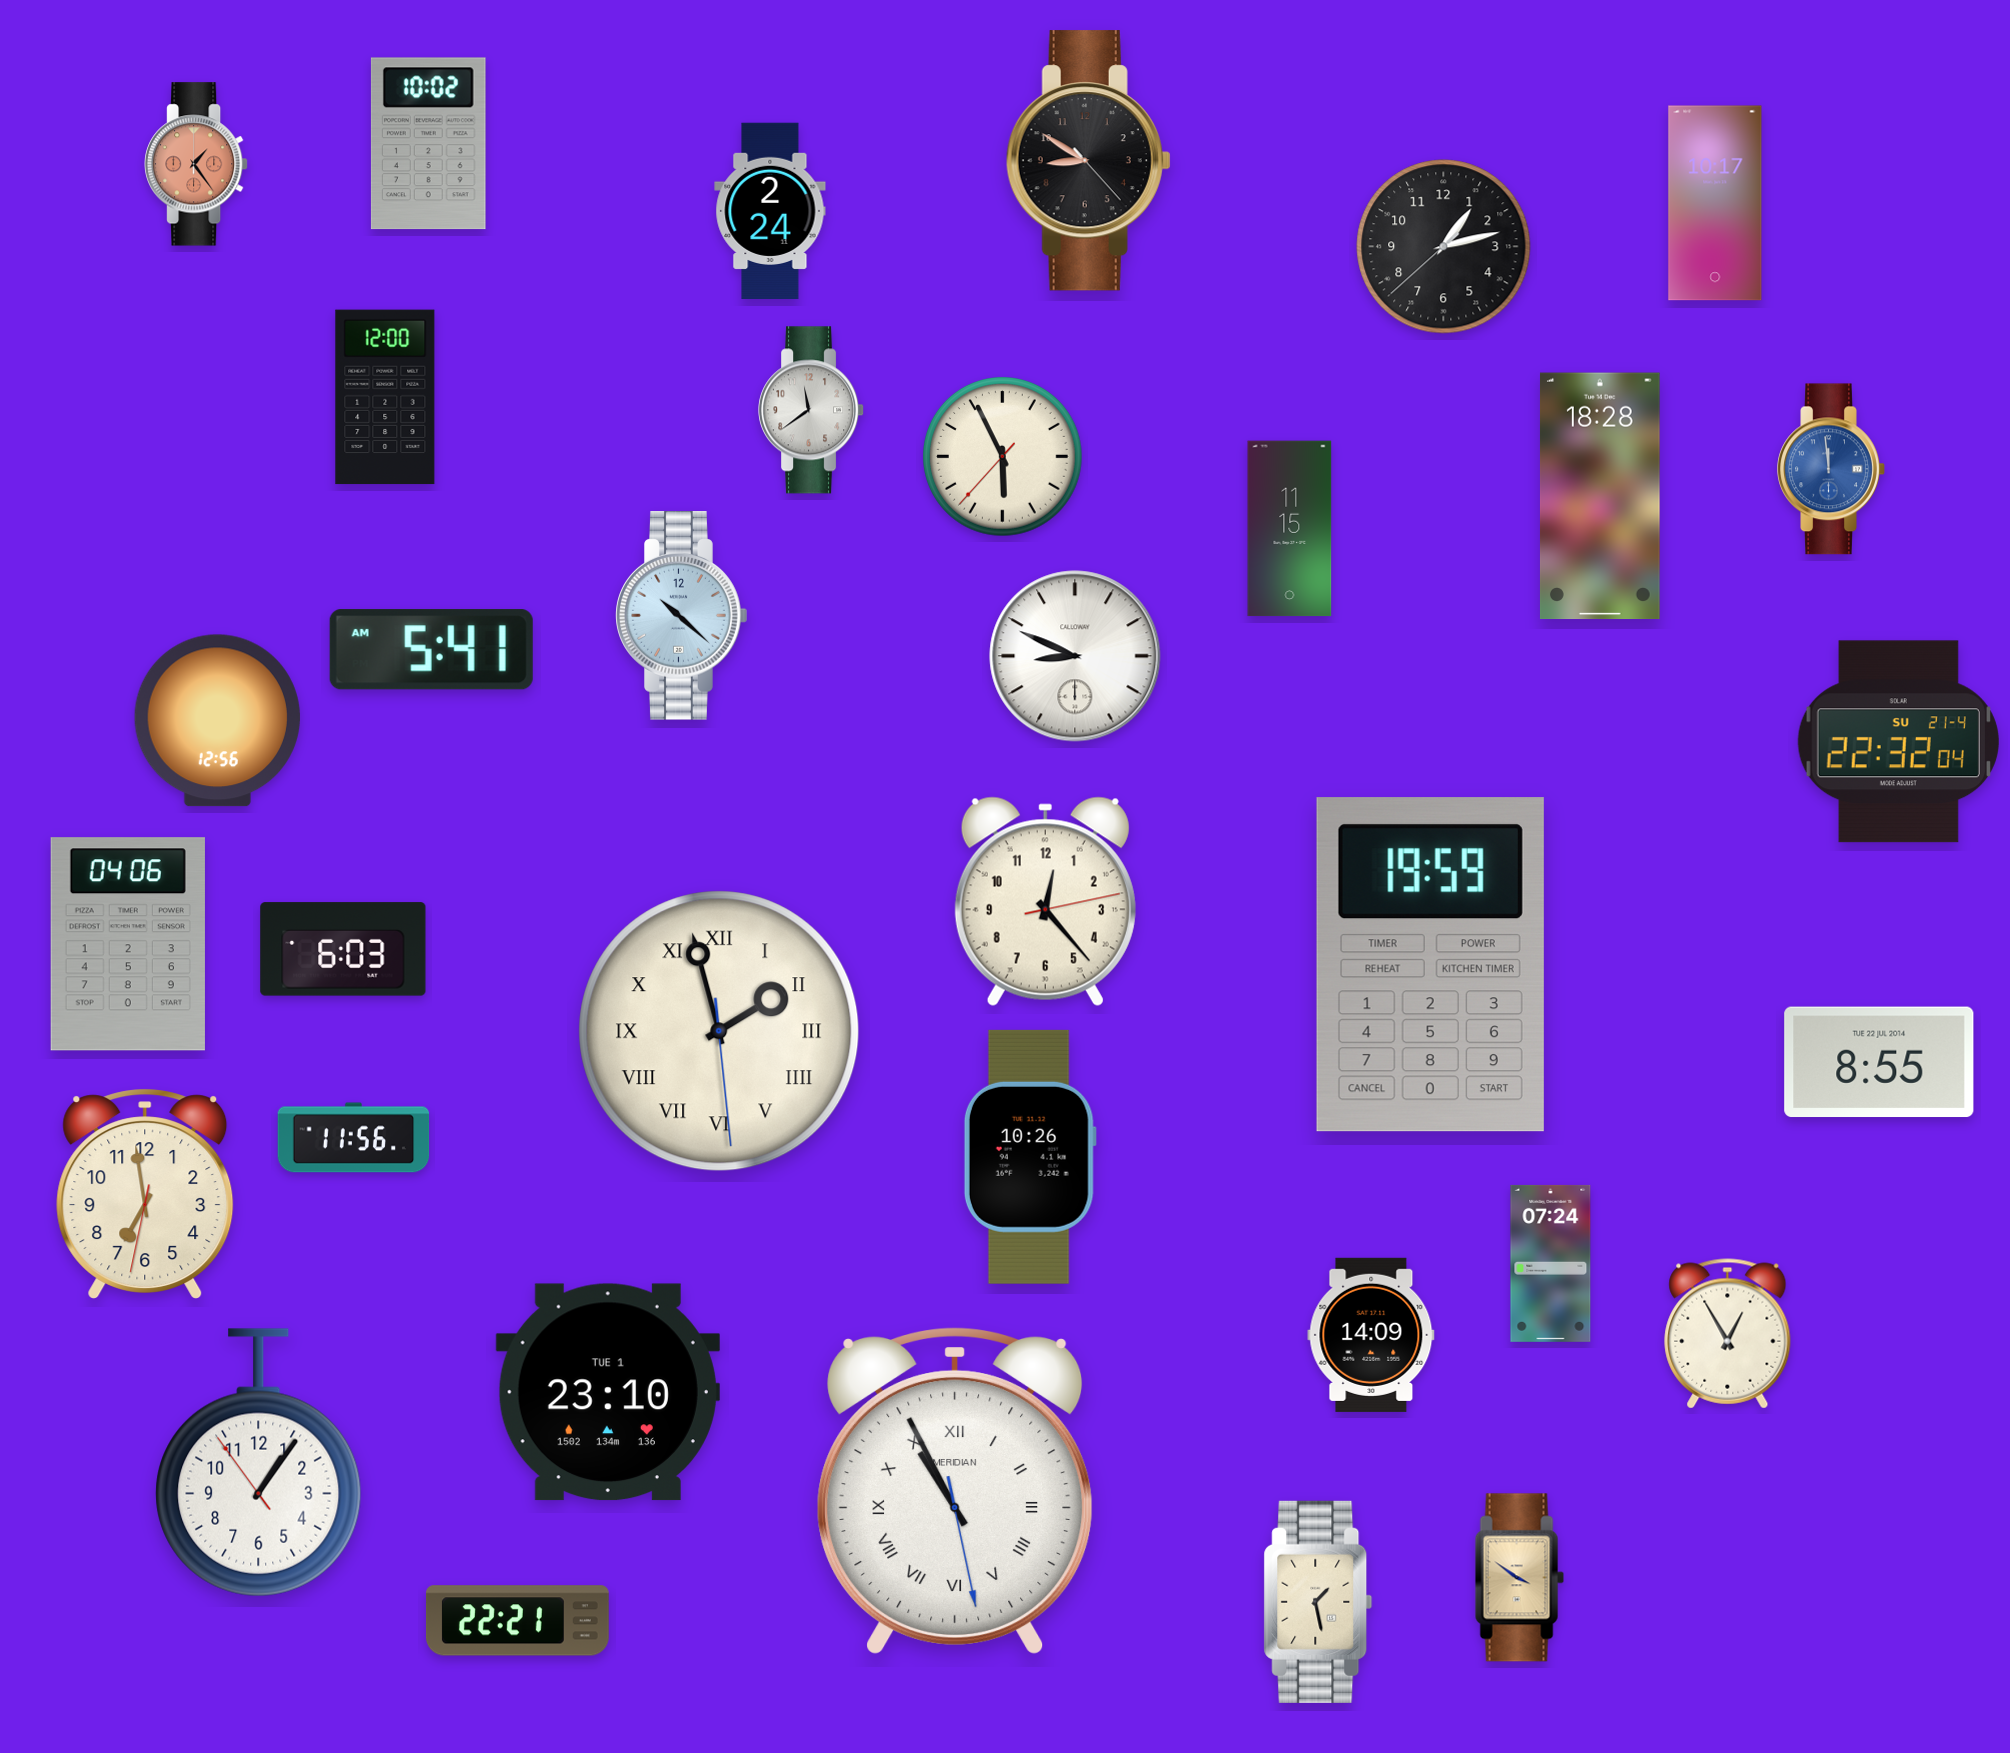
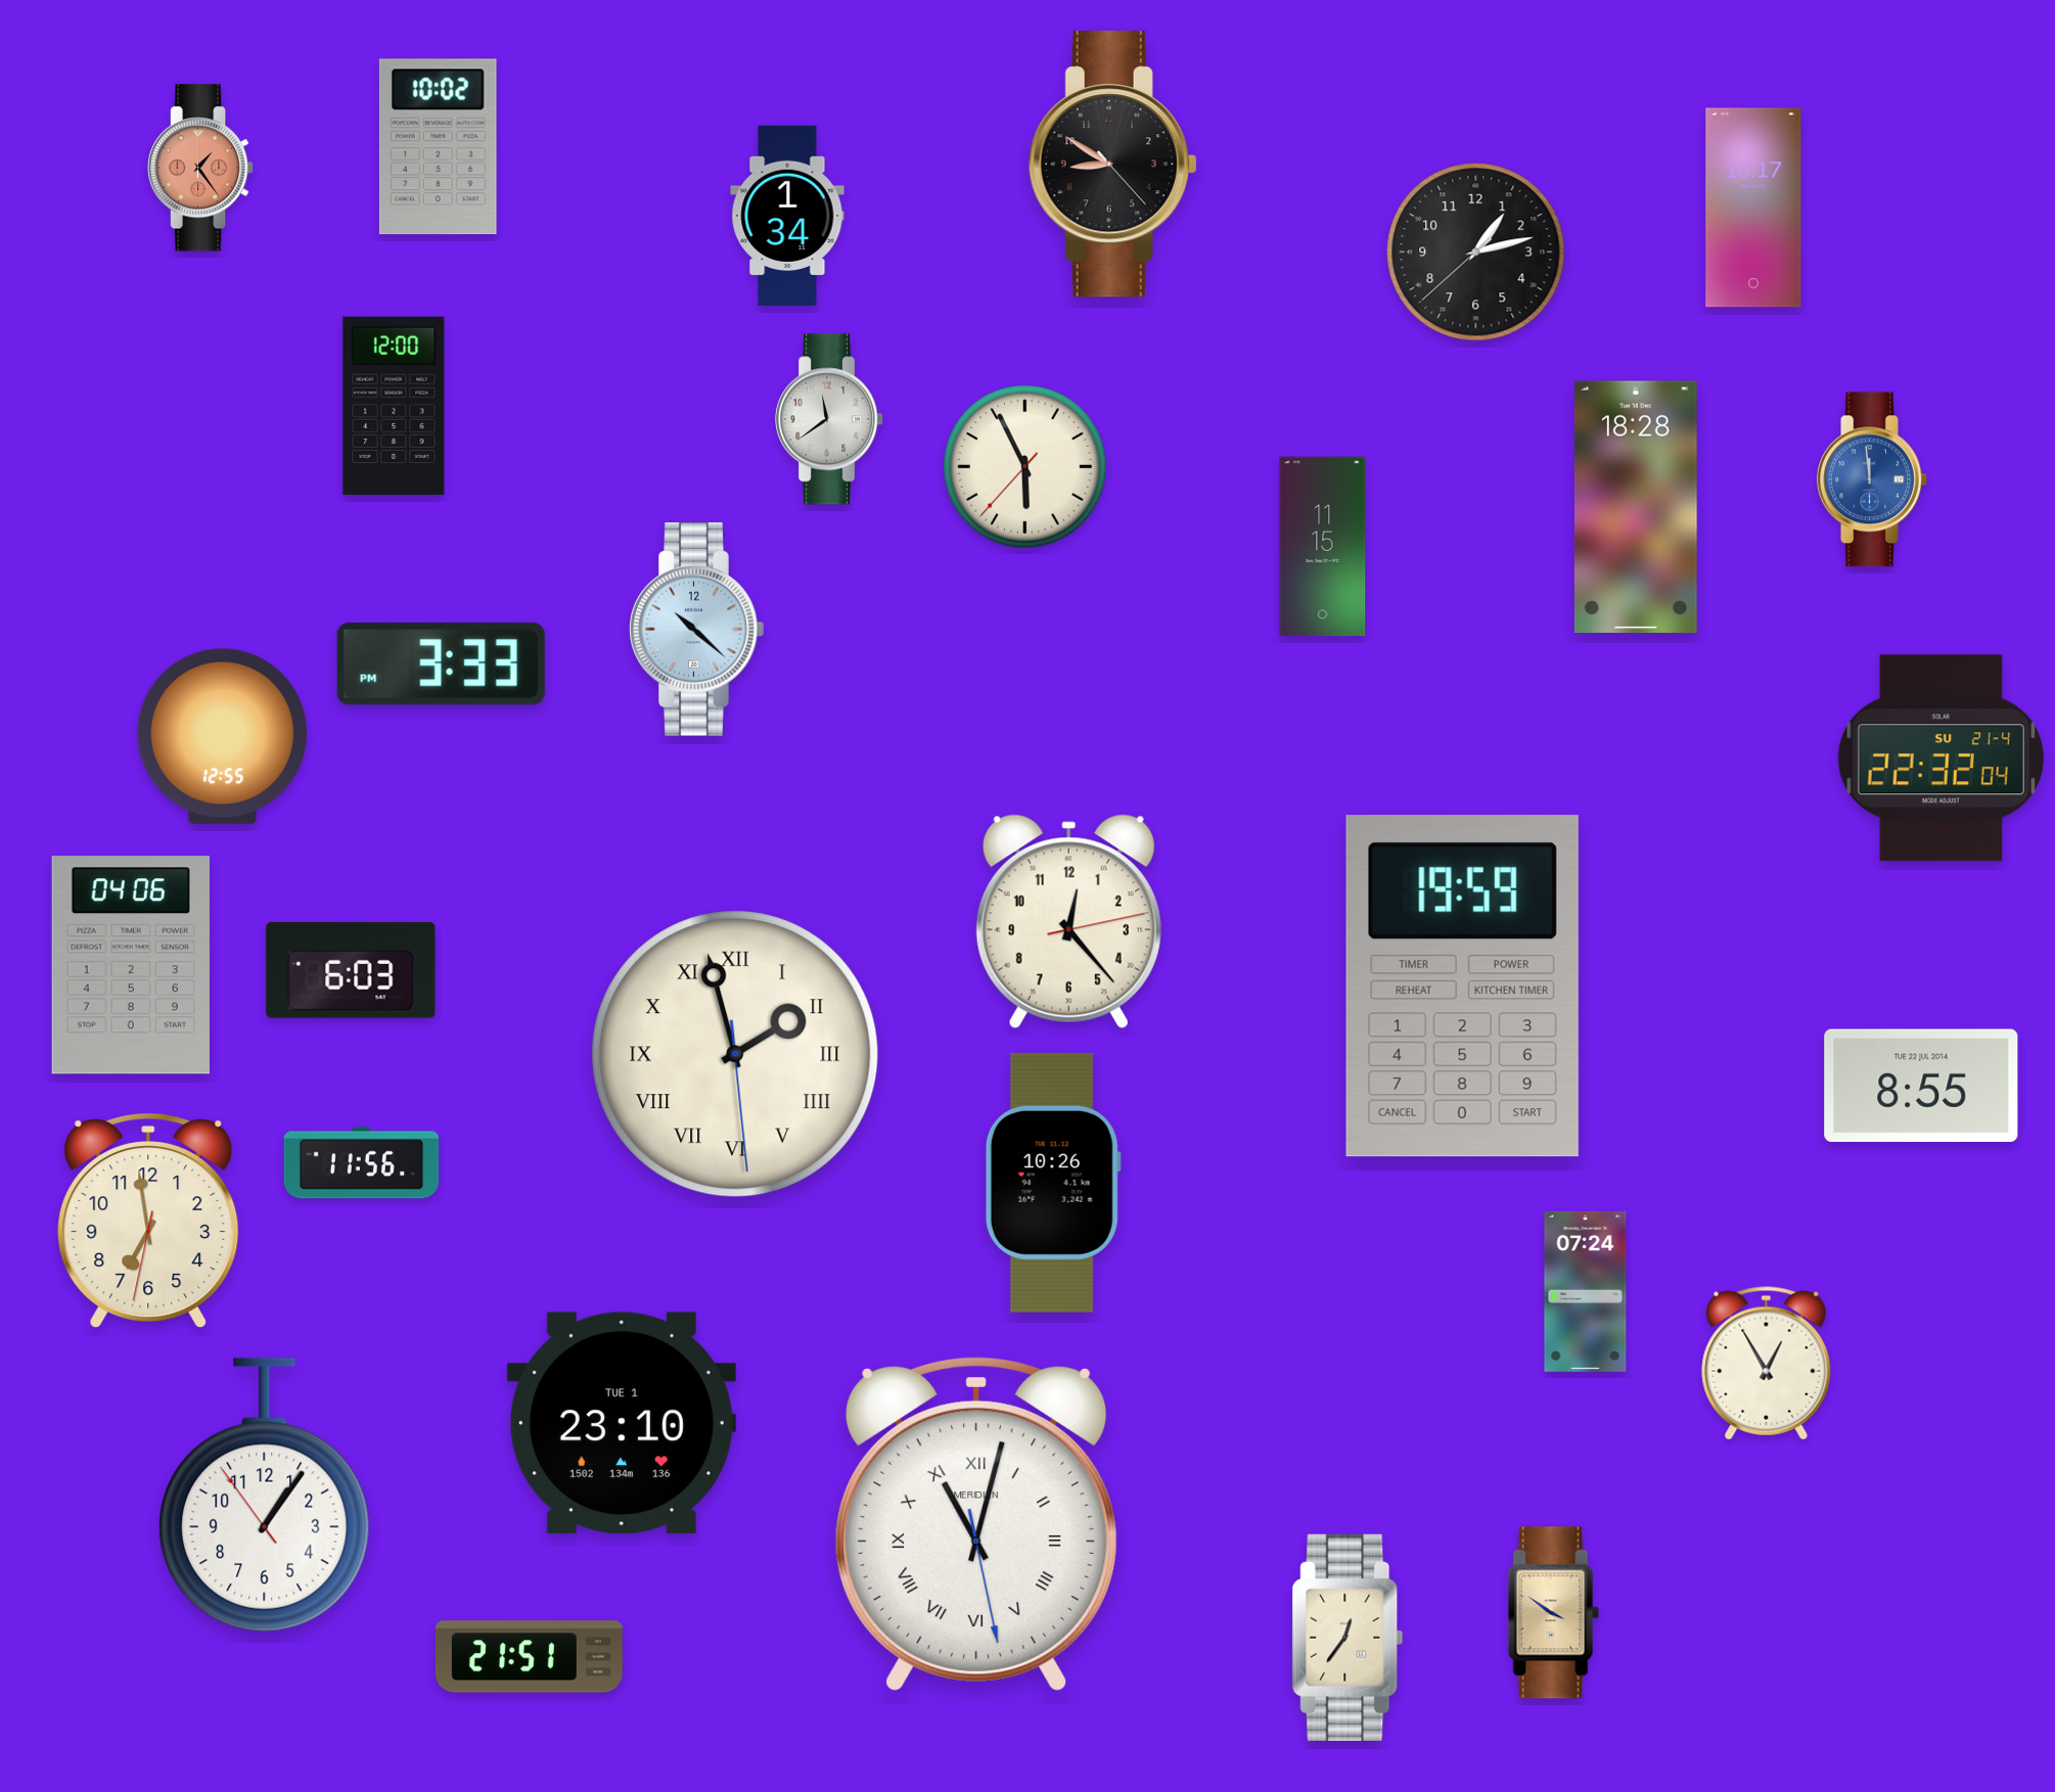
clock at (770, 211): 2:24 -> 1:34
clock at (1290, 529) position: (1290, 529) -> (1323, 547)
clock at (431, 650): 5:41 -> 3:33
clock at (1075, 656): 8:49 -> none
clock at (217, 721): 12:56 -> 12:55
clock at (1371, 1335): 14:09 -> none
clock at (955, 1491): 10:55 -> 11:02
clock at (1318, 1602): 1:28 -> 12:36
clock at (517, 1621): 22:21 -> 21:51
